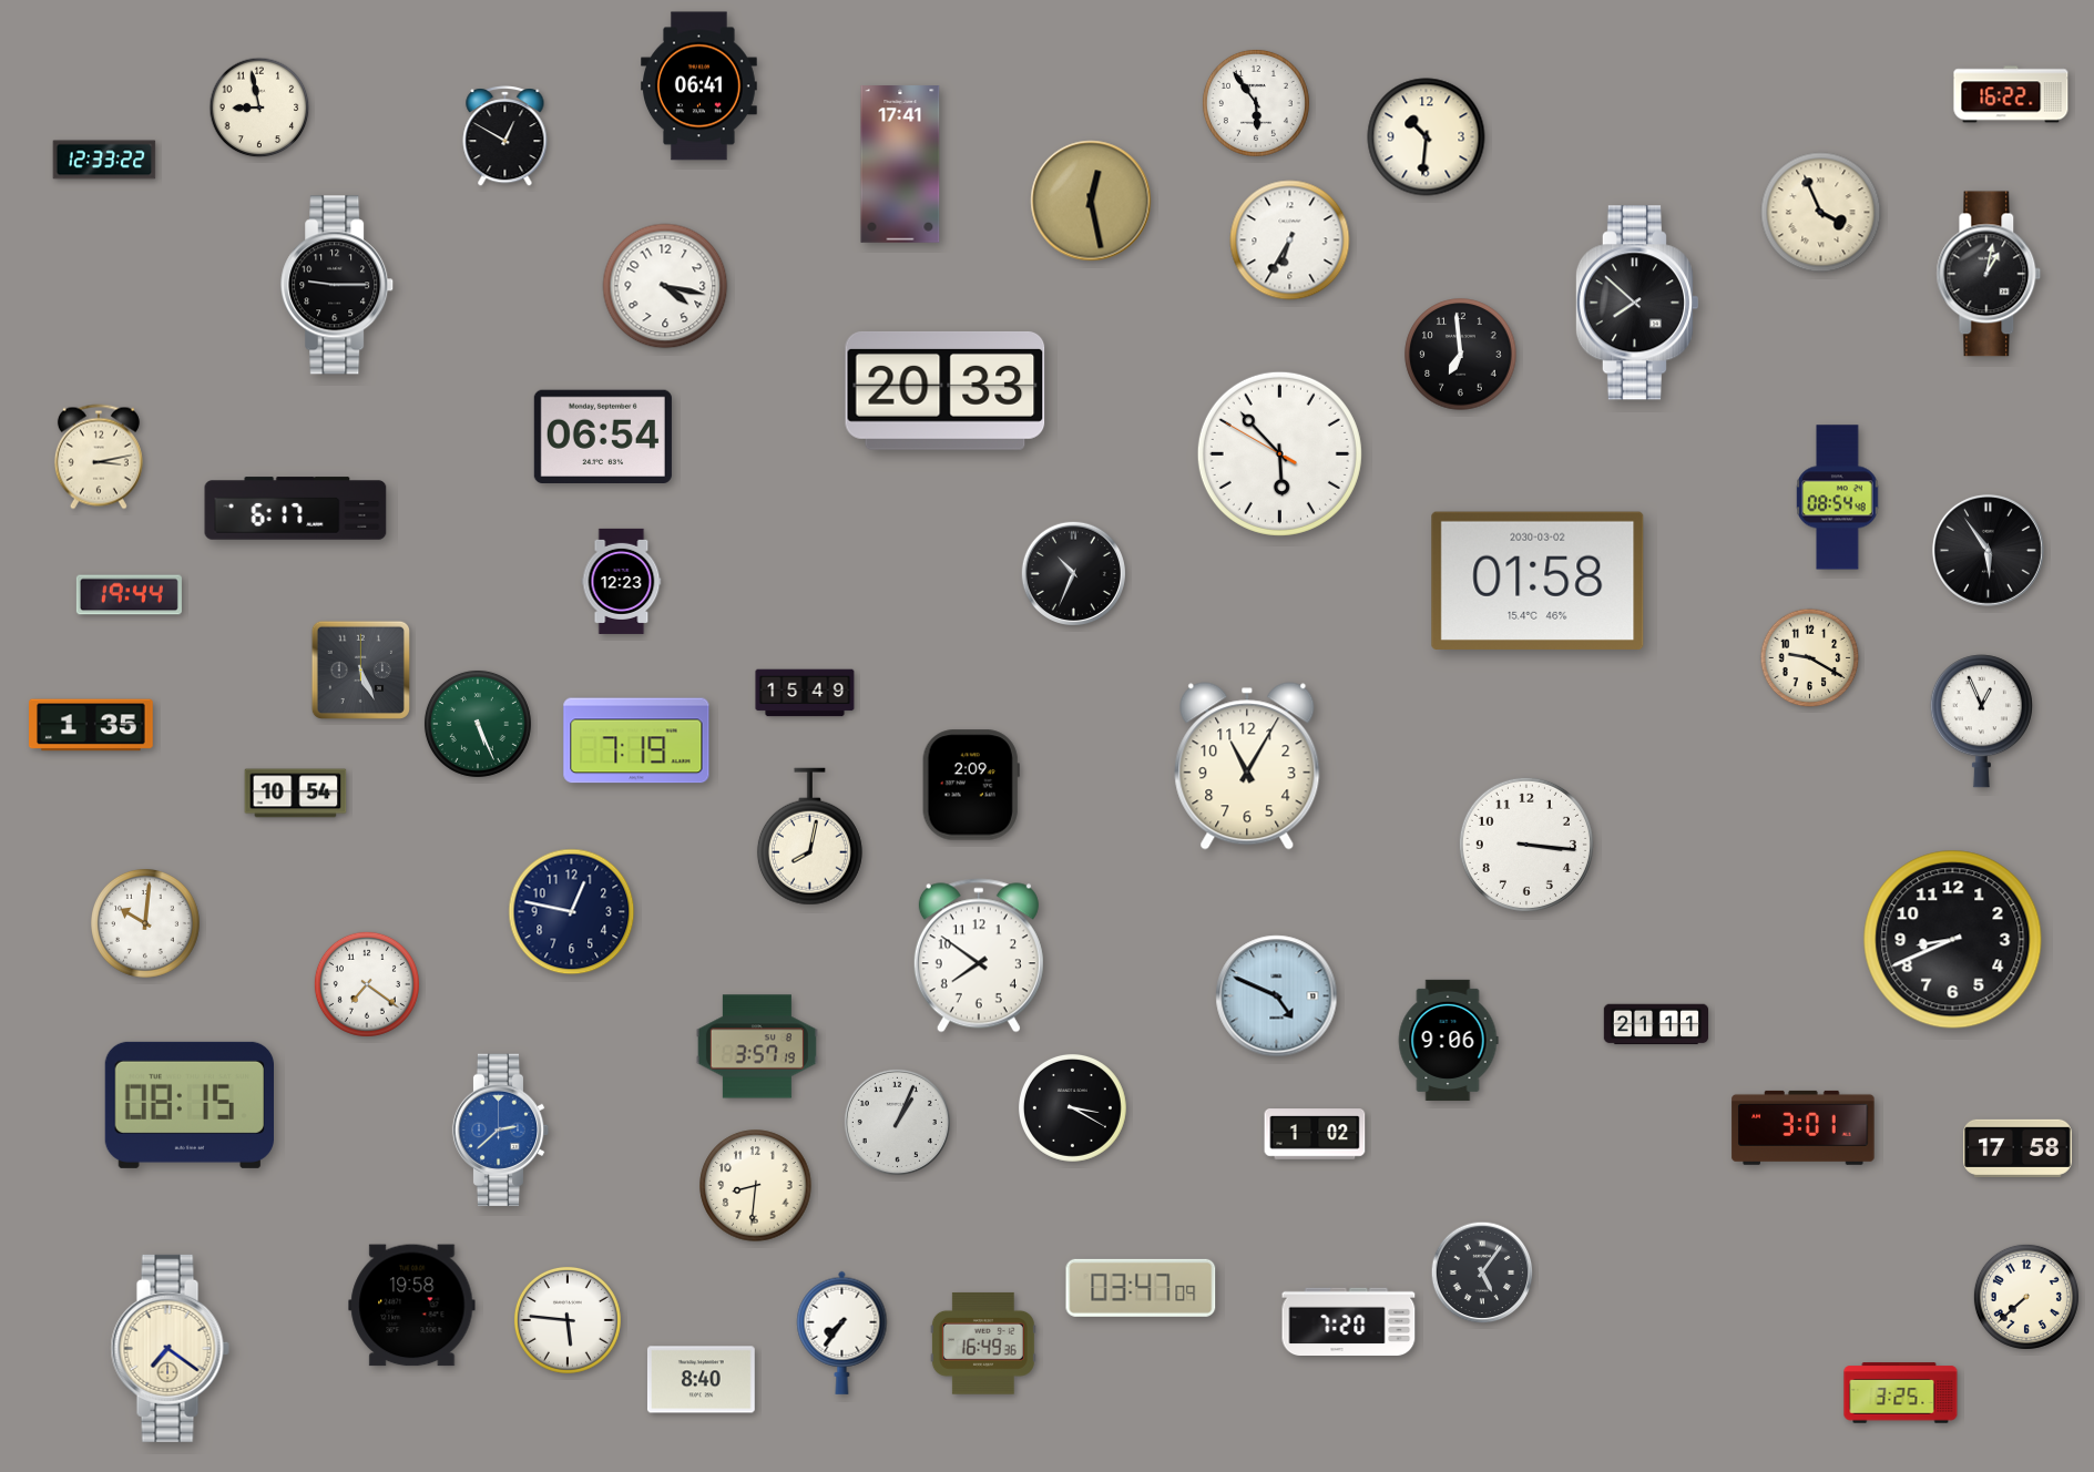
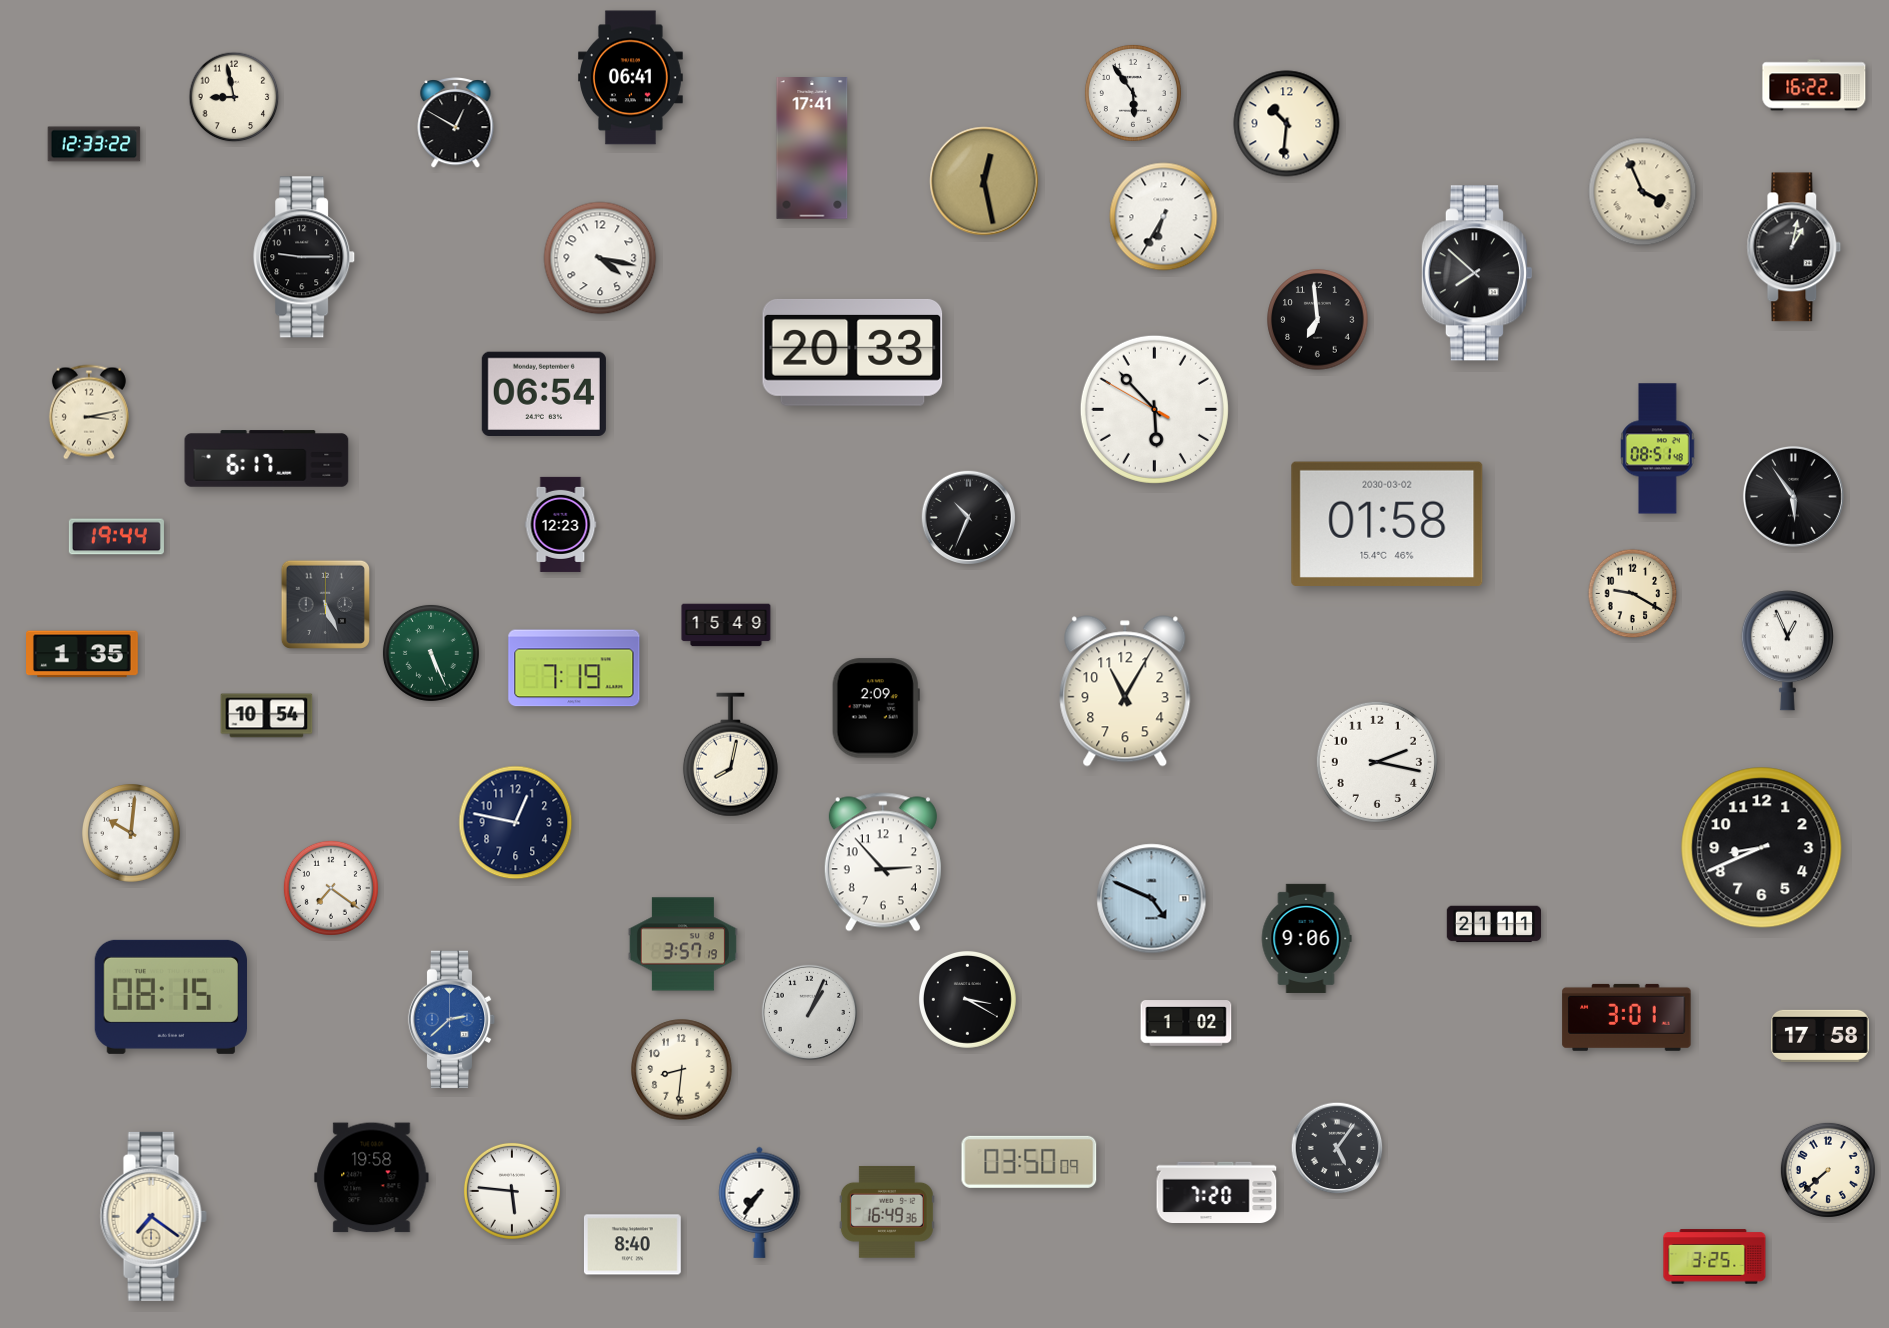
clock at (1838, 498): 08:54 -> 08:51
clock at (1526, 845): 3:16 -> 2:17
clock at (979, 955): 7:51 -> 2:53
clock at (1141, 1288): 03:47 -> 03:50
